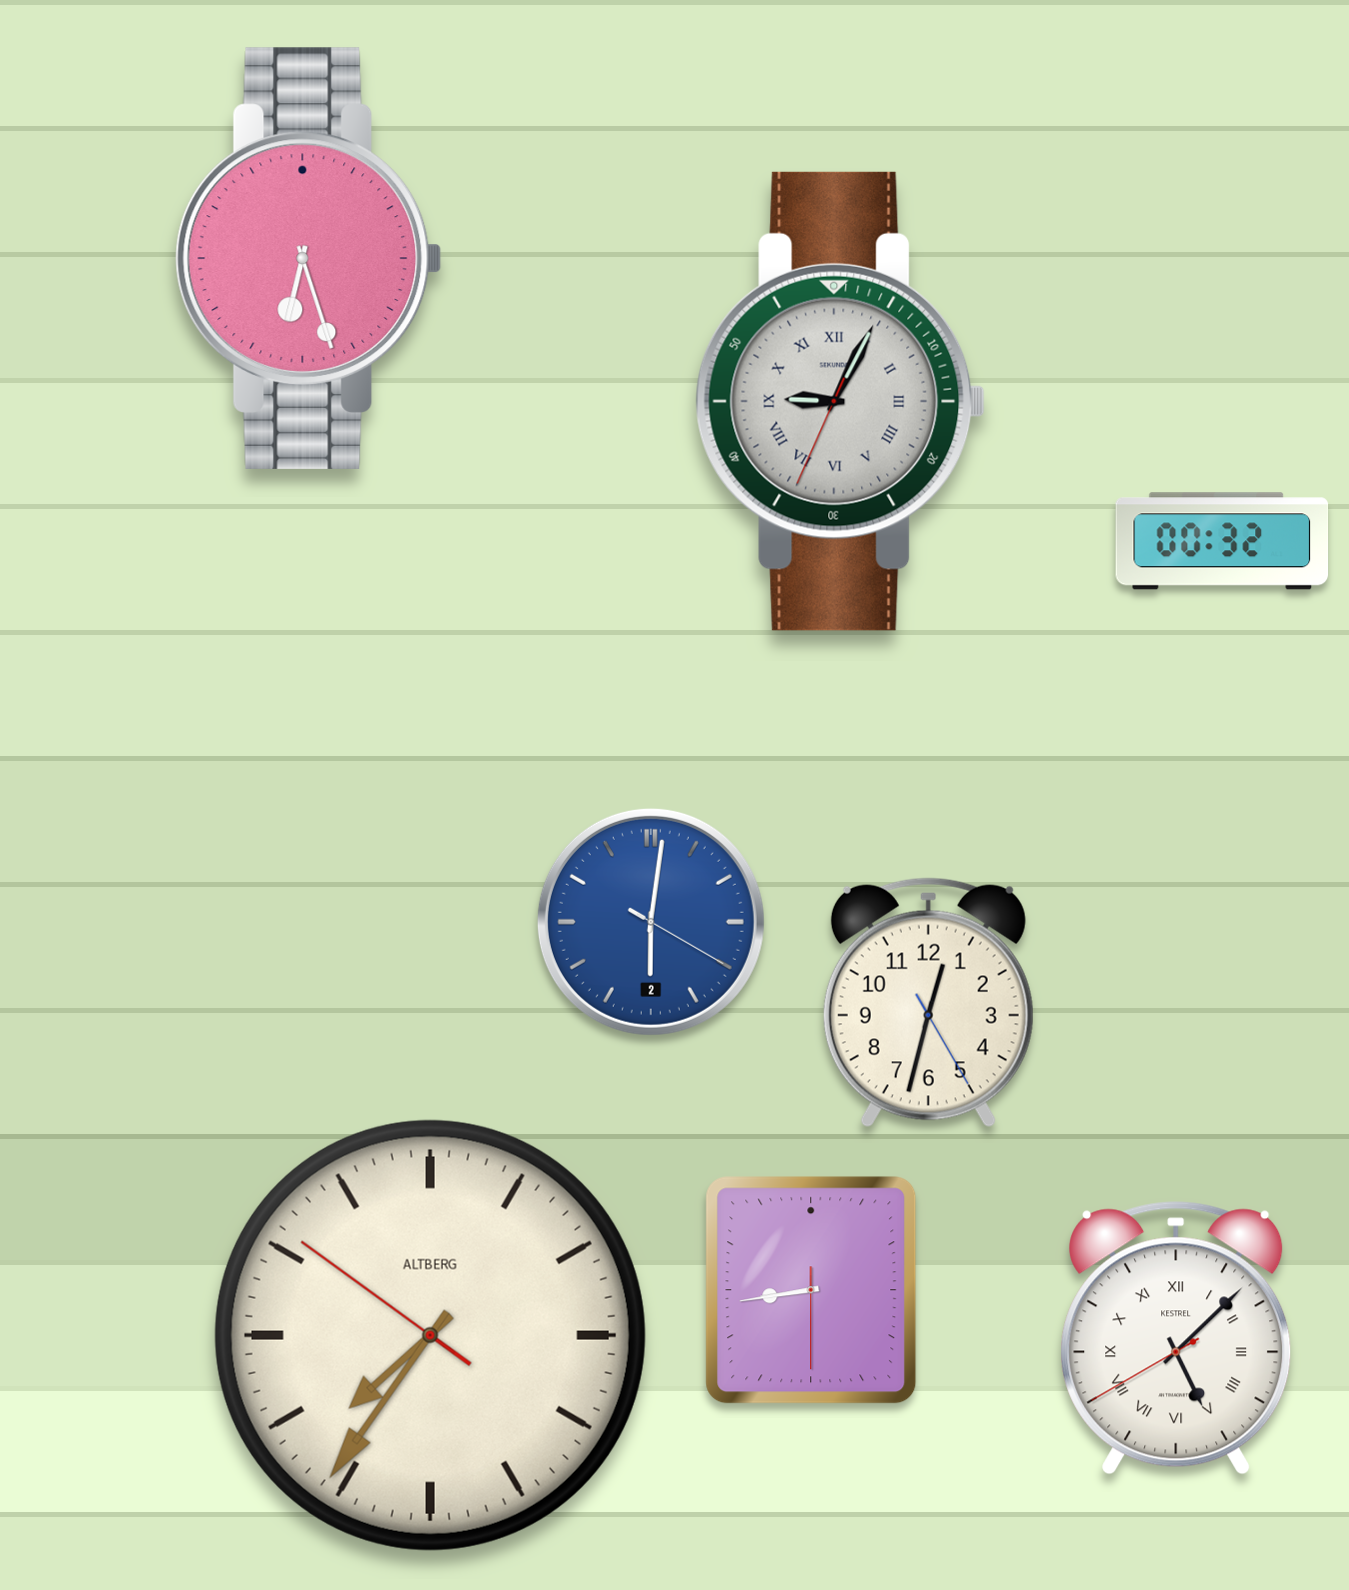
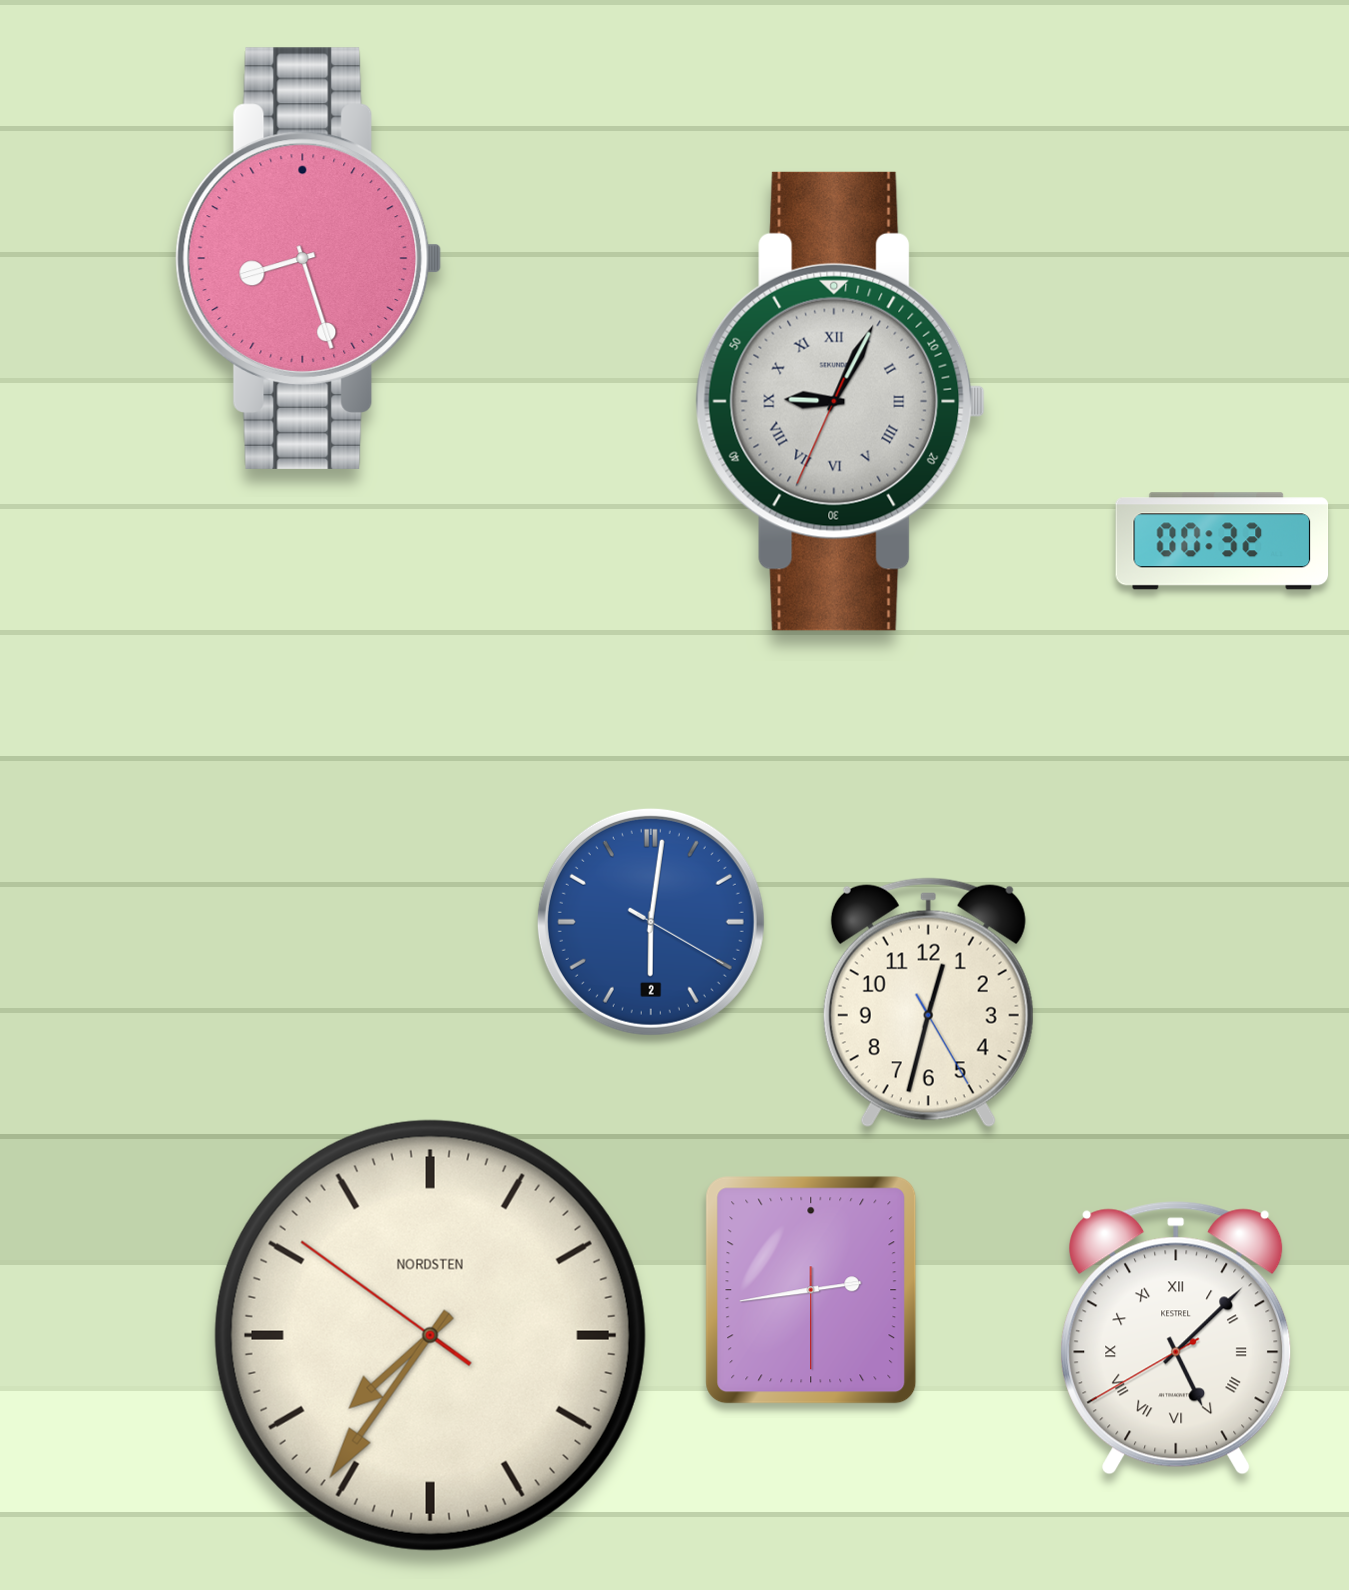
clock at (309, 258): 6:27 -> 8:27
clock at (811, 1290): 8:43 -> 2:43
clock at (430, 1335) brand: ALTBERG -> NORDSTEN
